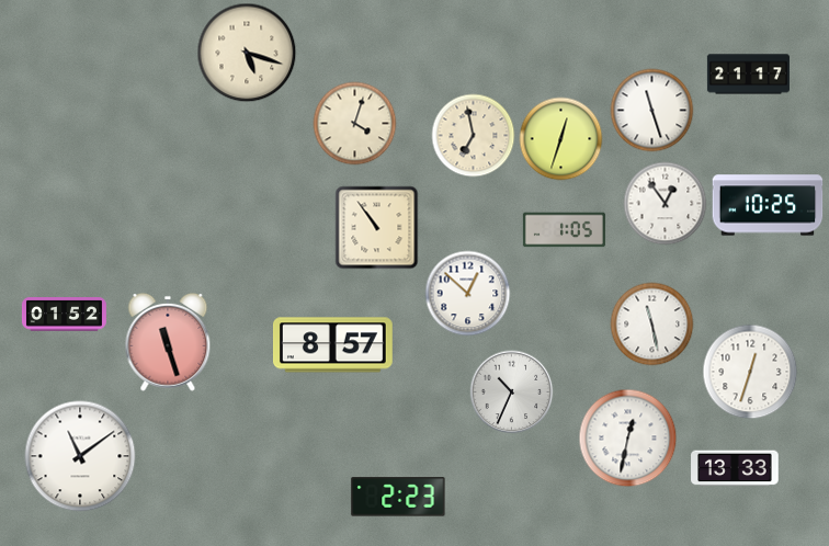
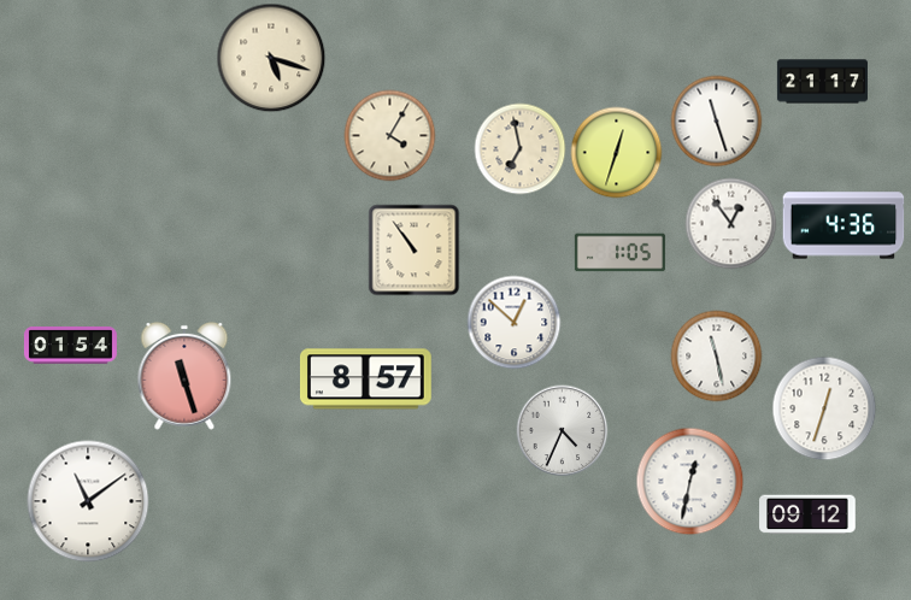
clock at (355, 124): 4:03 -> 4:05
clock at (768, 205): 10:25 -> 4:36
clock at (64, 315): 01:52 -> 01:54
clock at (512, 393): 10:34 -> 4:34
clock at (735, 468): 13:33 -> 09:12
clock at (398, 497): 2:23 -> none
